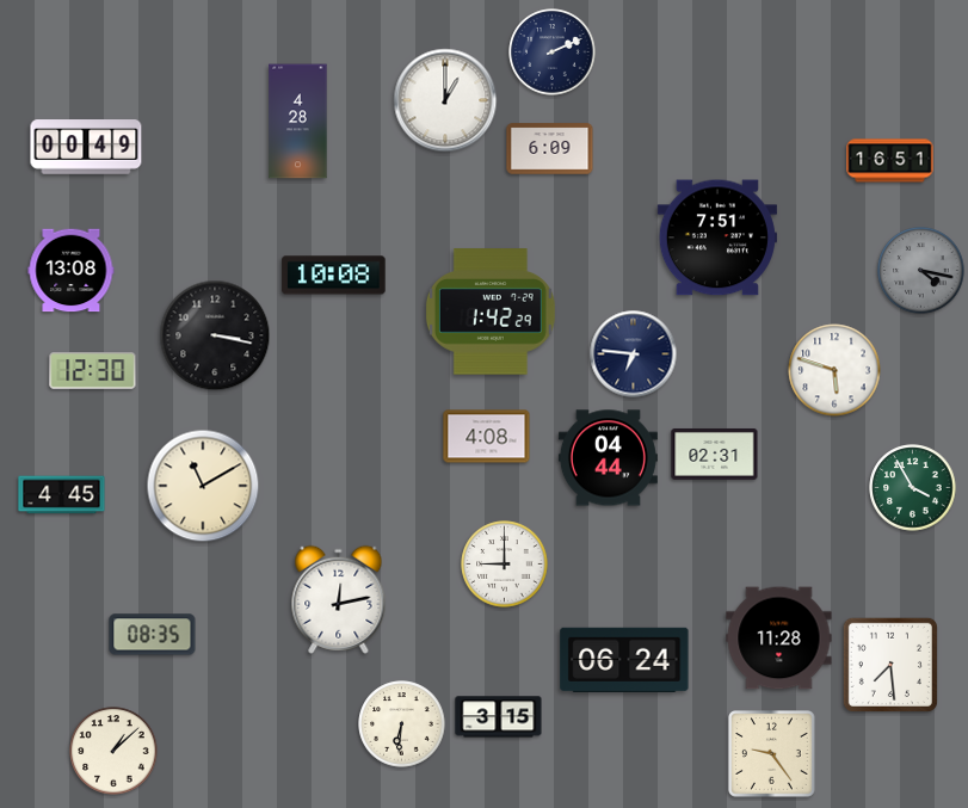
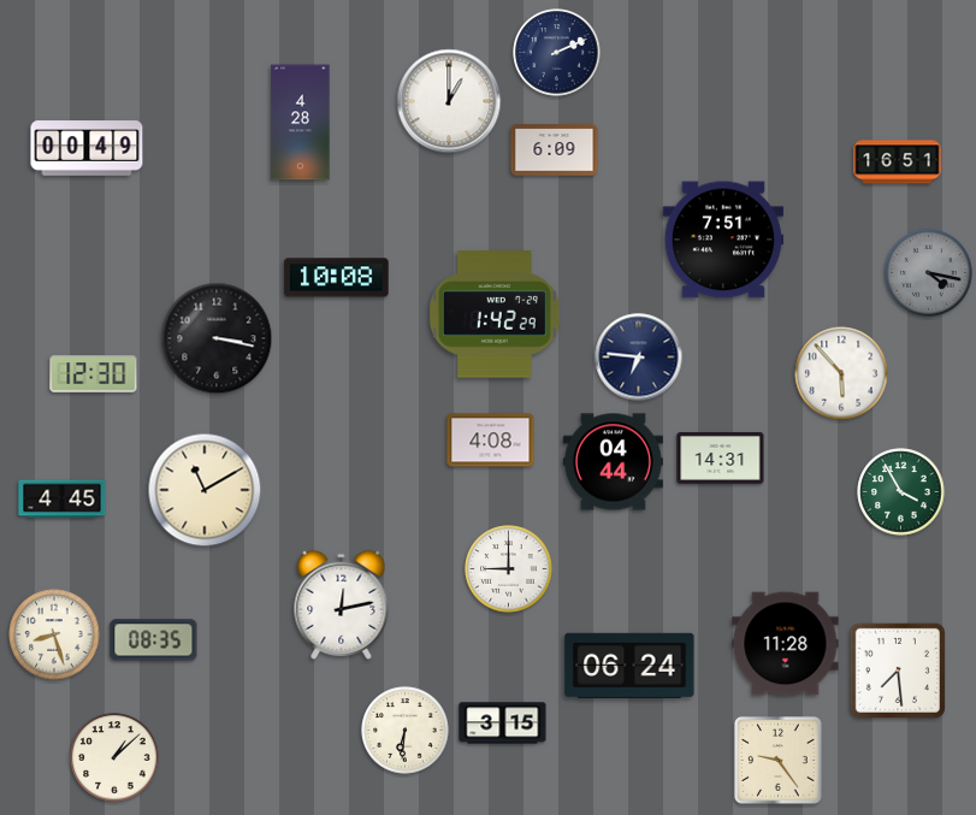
clock at (72, 271): 13:08 -> none
clock at (834, 370): 5:48 -> 5:53
clock at (715, 454): 02:31 -> 14:31
clock at (913, 488) position: (913, 488) -> (901, 492)
clock at (54, 634): none -> 8:27
